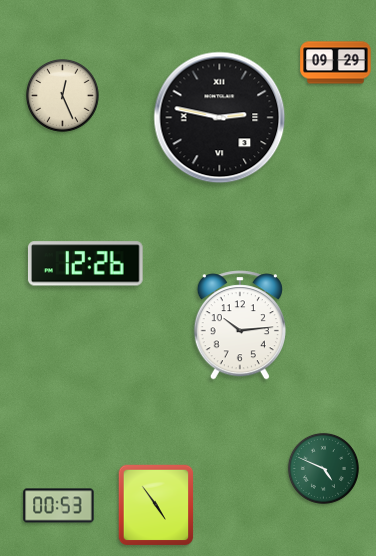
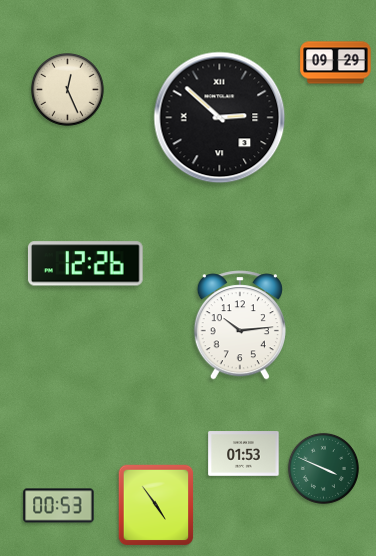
clock at (63, 96) position: (63, 96) -> (68, 90)
clock at (220, 118): 2:47 -> 2:52
clock at (244, 454): none -> 01:53
clock at (323, 468): 4:49 -> 3:49
